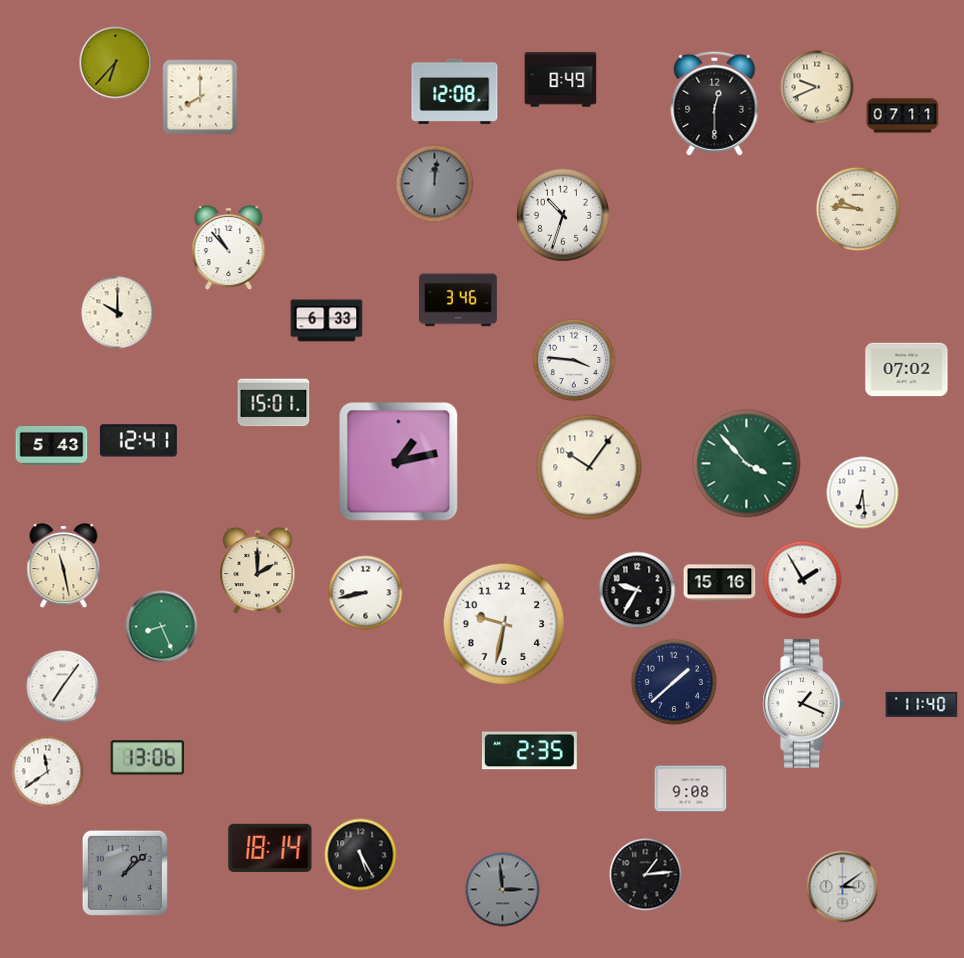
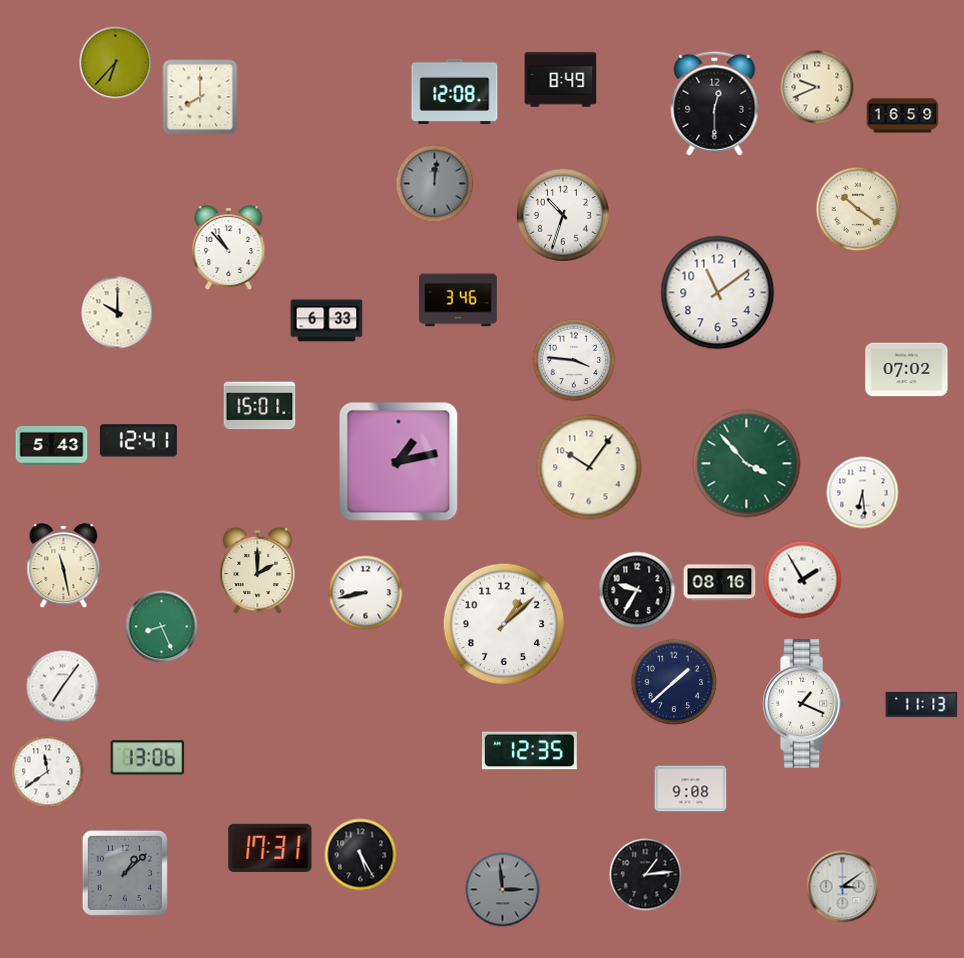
clock at (903, 116): 07:11 -> 16:59
clock at (858, 209): 9:46 -> 10:21
clock at (718, 293): none -> 11:09
clock at (274, 403) position: (274, 403) -> (260, 406)
clock at (720, 583): 15:16 -> 08:16
clock at (504, 624): 9:32 -> 1:08
clock at (922, 704): 11:40 -> 11:13
clock at (529, 751): 2:35 -> 12:35
clock at (270, 848): 18:14 -> 17:31
